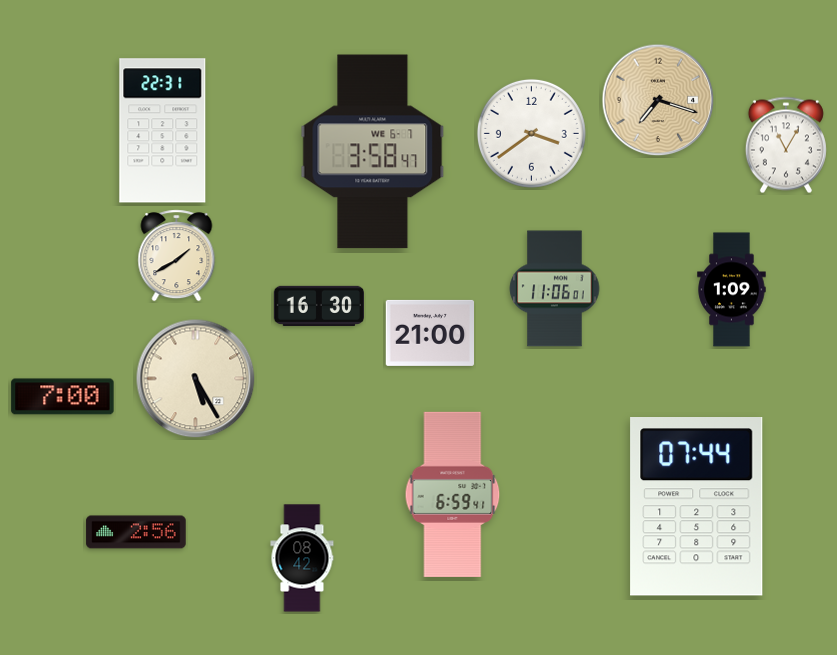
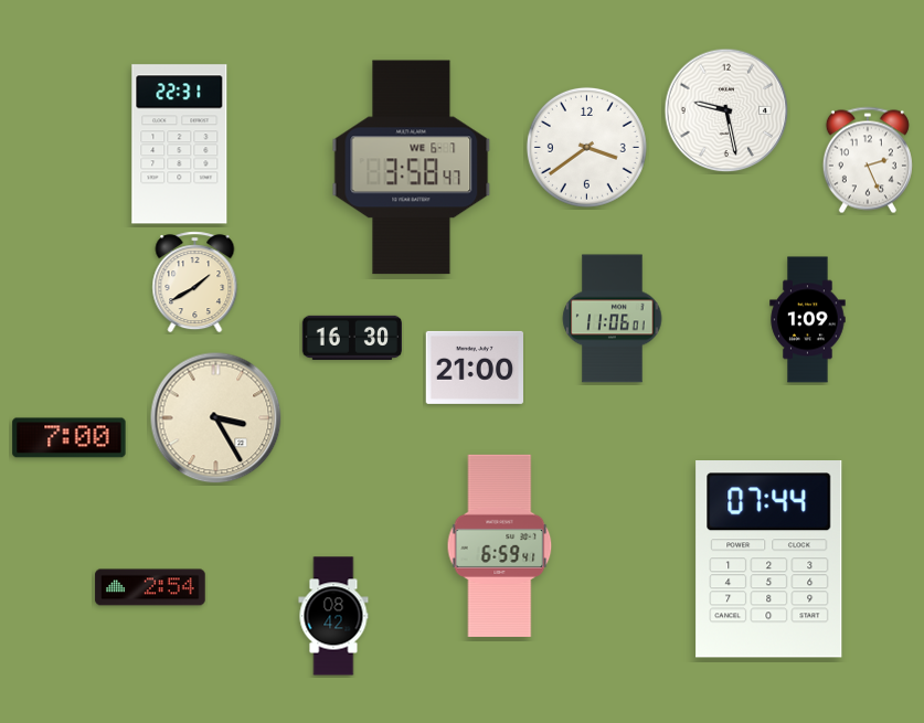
clock at (658, 100): 7:18 -> 9:28
clock at (658, 100) dial: champagne -> white
clock at (786, 145): 11:05 -> 2:26
clock at (196, 379): 5:25 -> 3:25
clock at (136, 532): 2:56 -> 2:54
